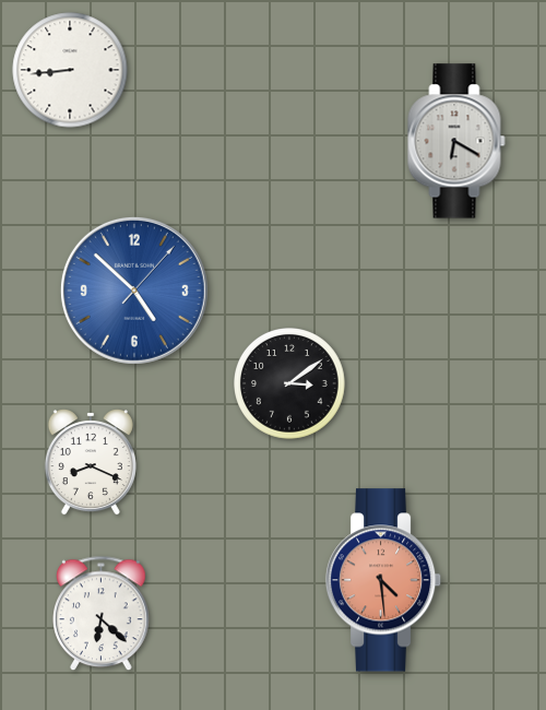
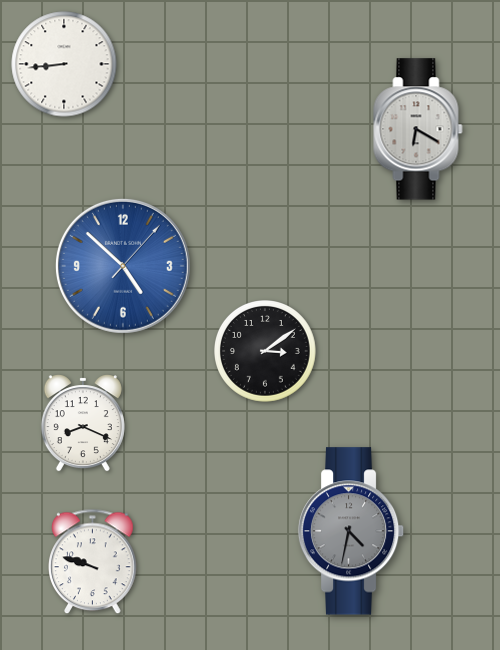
clock at (383, 580): 4:29 -> 4:32
clock at (383, 580) dial: salmon -> grey
clock at (102, 614): 6:22 -> 9:48
